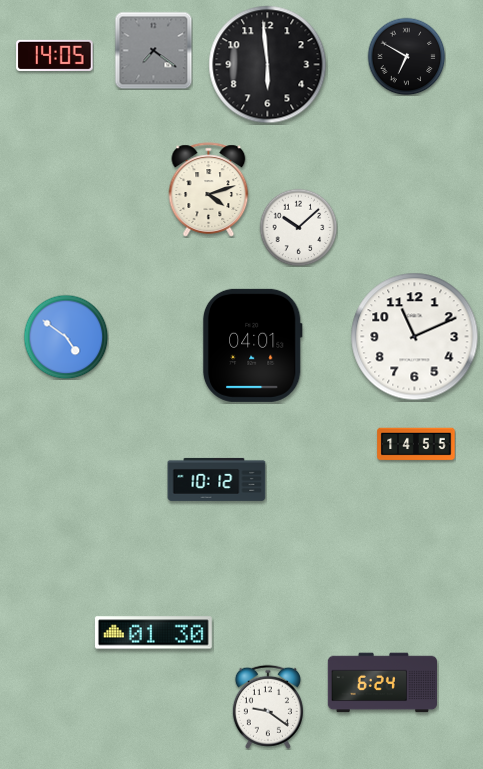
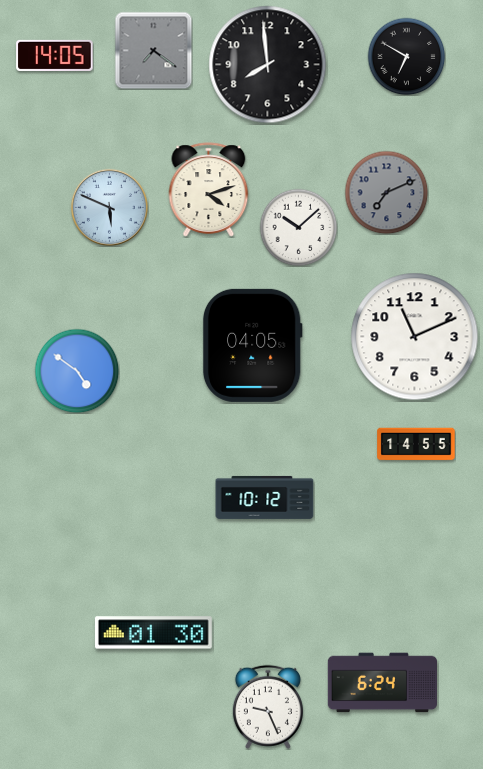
clock at (268, 65): 5:59 -> 7:59
clock at (386, 192): none -> 7:11
clock at (109, 207): none -> 5:49
clock at (66, 337) position: (66, 337) -> (77, 371)
clock at (252, 345): 04:01 -> 04:05
clock at (217, 479) position: (217, 479) -> (265, 497)
clock at (268, 707): 9:21 -> 9:26
